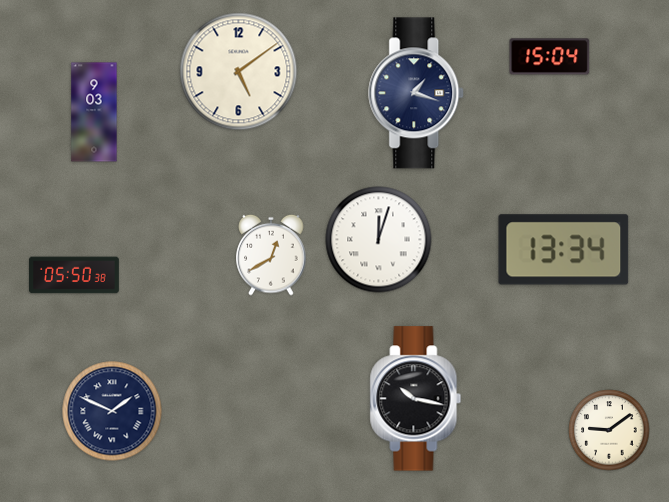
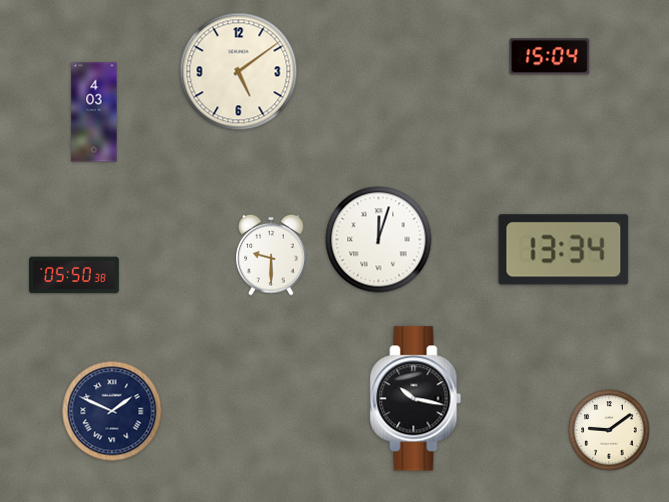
clock at (417, 93): 1:18 -> none
clock at (94, 112): 9:03 -> 4:03
clock at (271, 255): 12:40 -> 9:30
